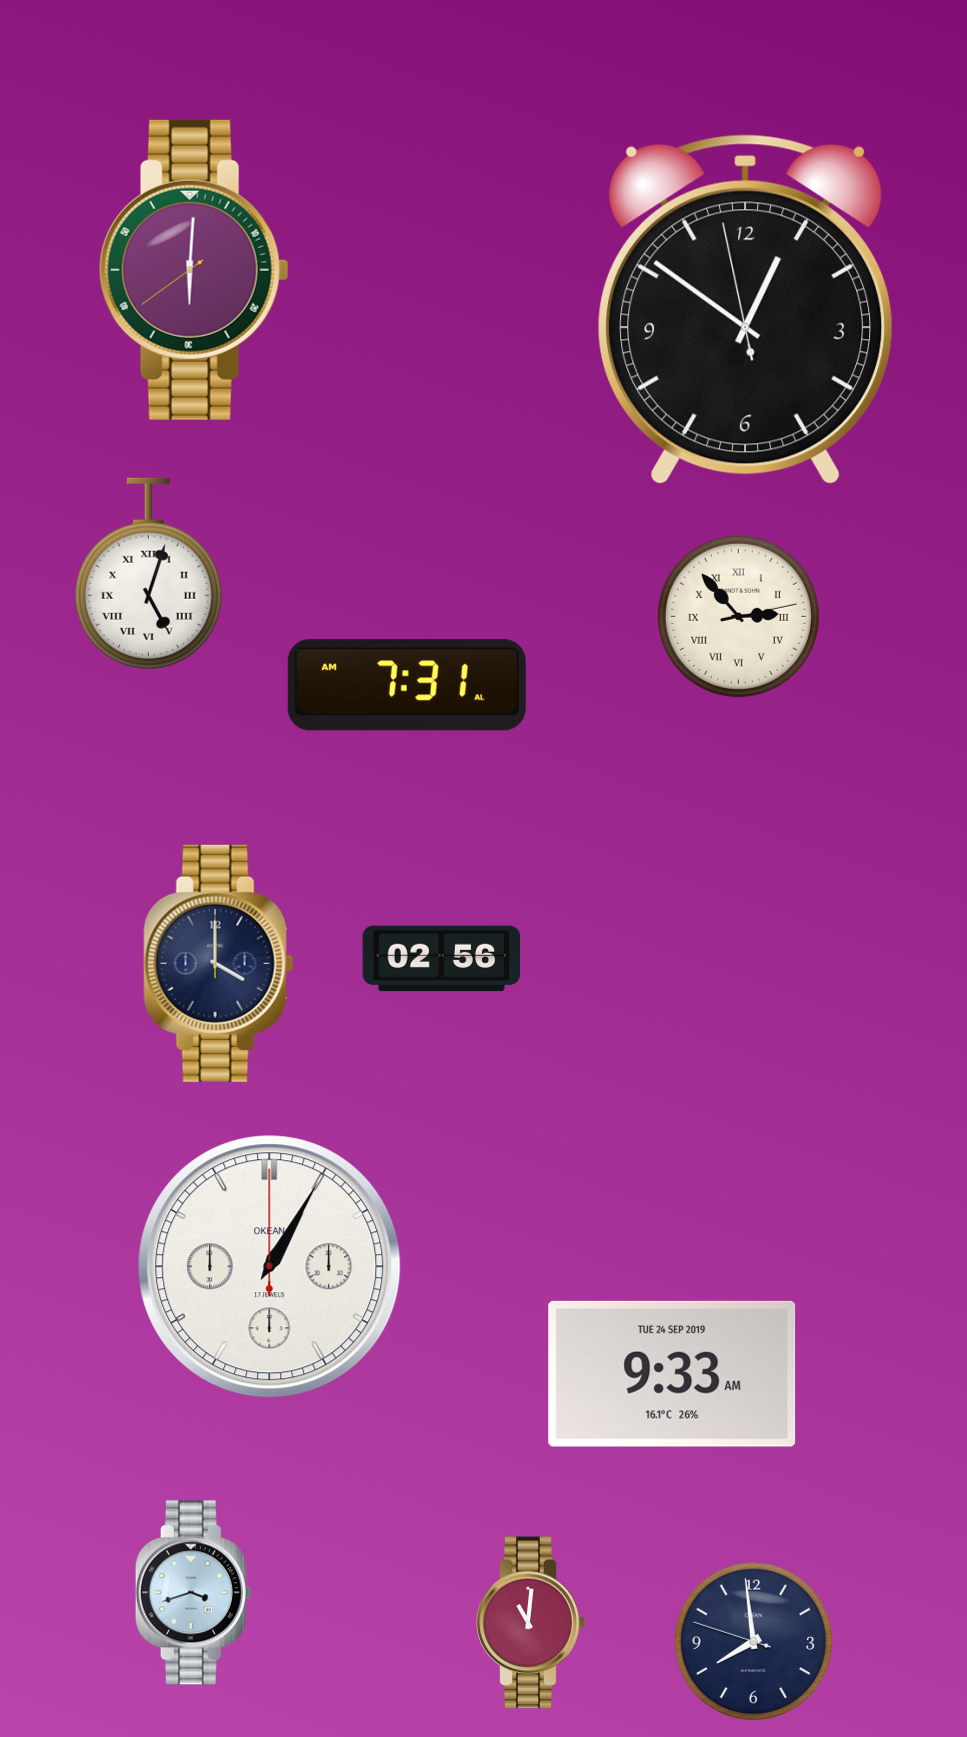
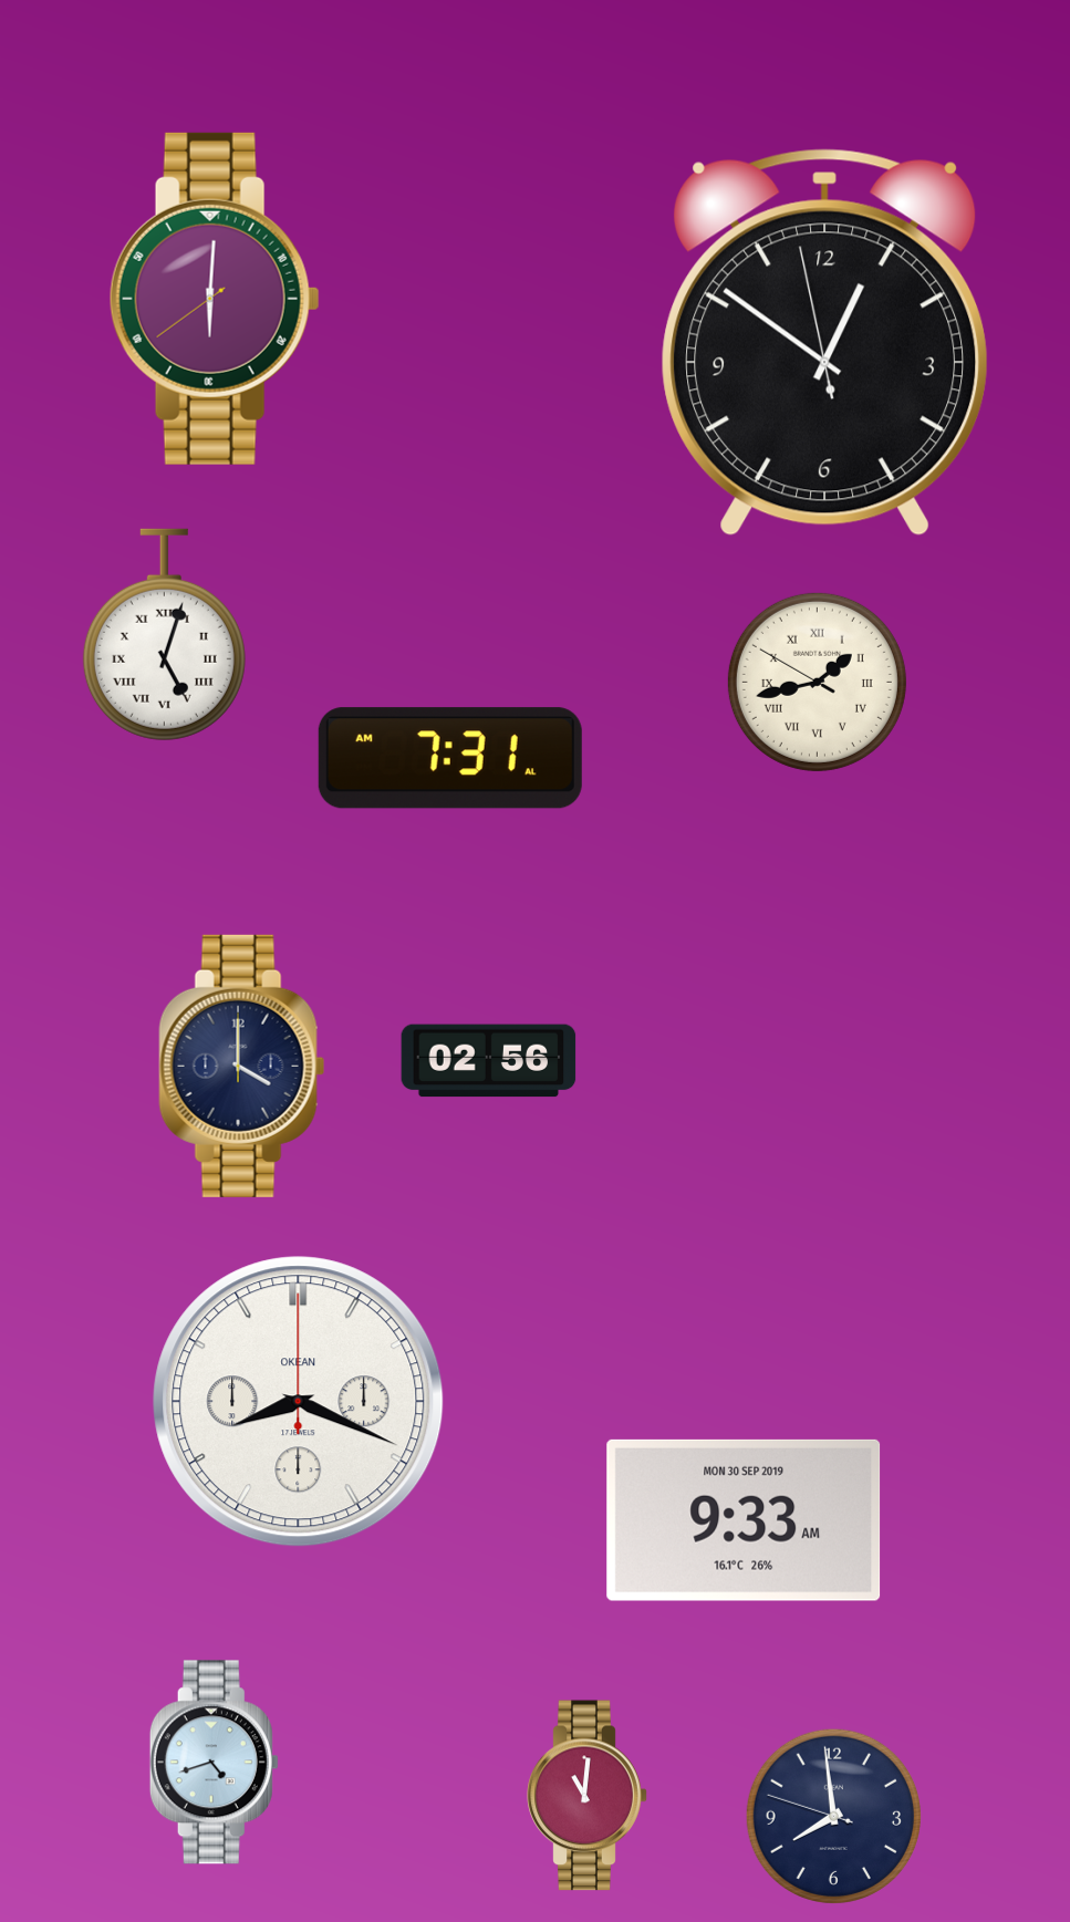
clock at (738, 616): 2:53 -> 1:42
clock at (270, 1267): 1:05 -> 8:19
clock at (672, 1374) date: TUE 24 SEP 2019 -> MON 30 SEP 2019
clock at (193, 1593): 3:42 -> 4:42
